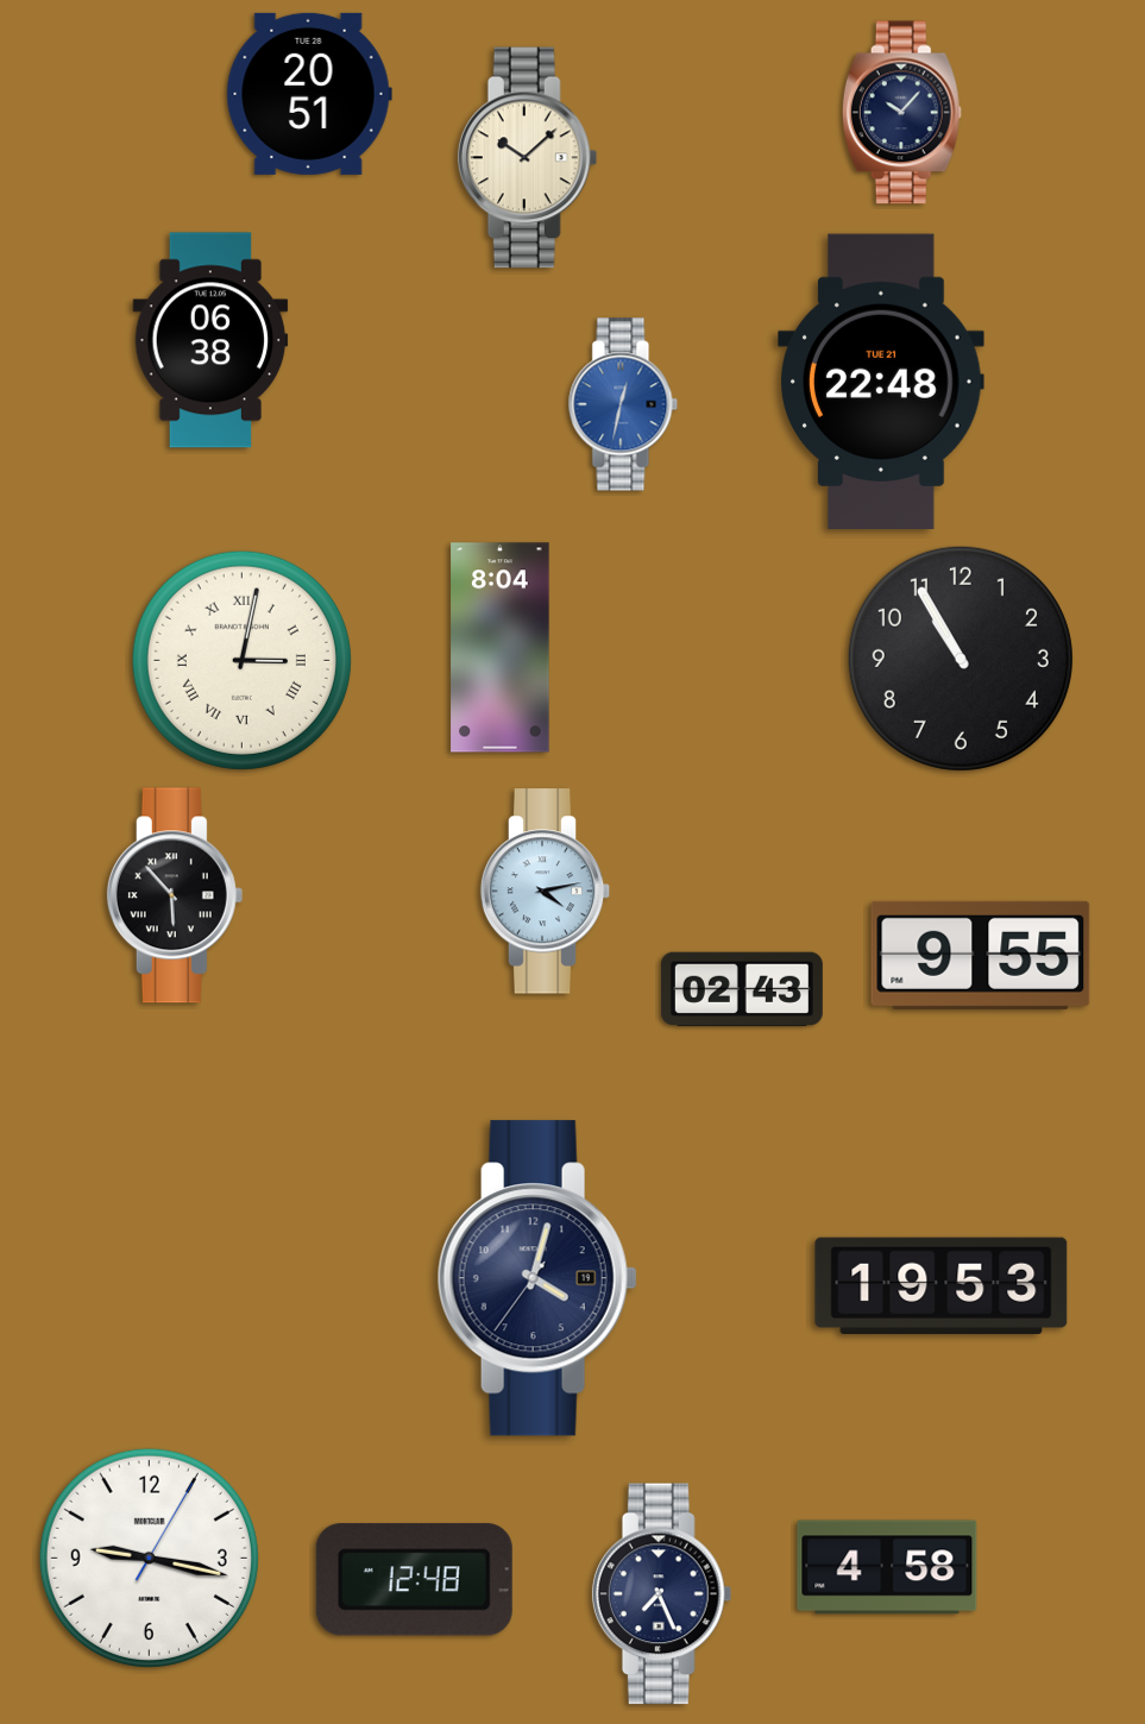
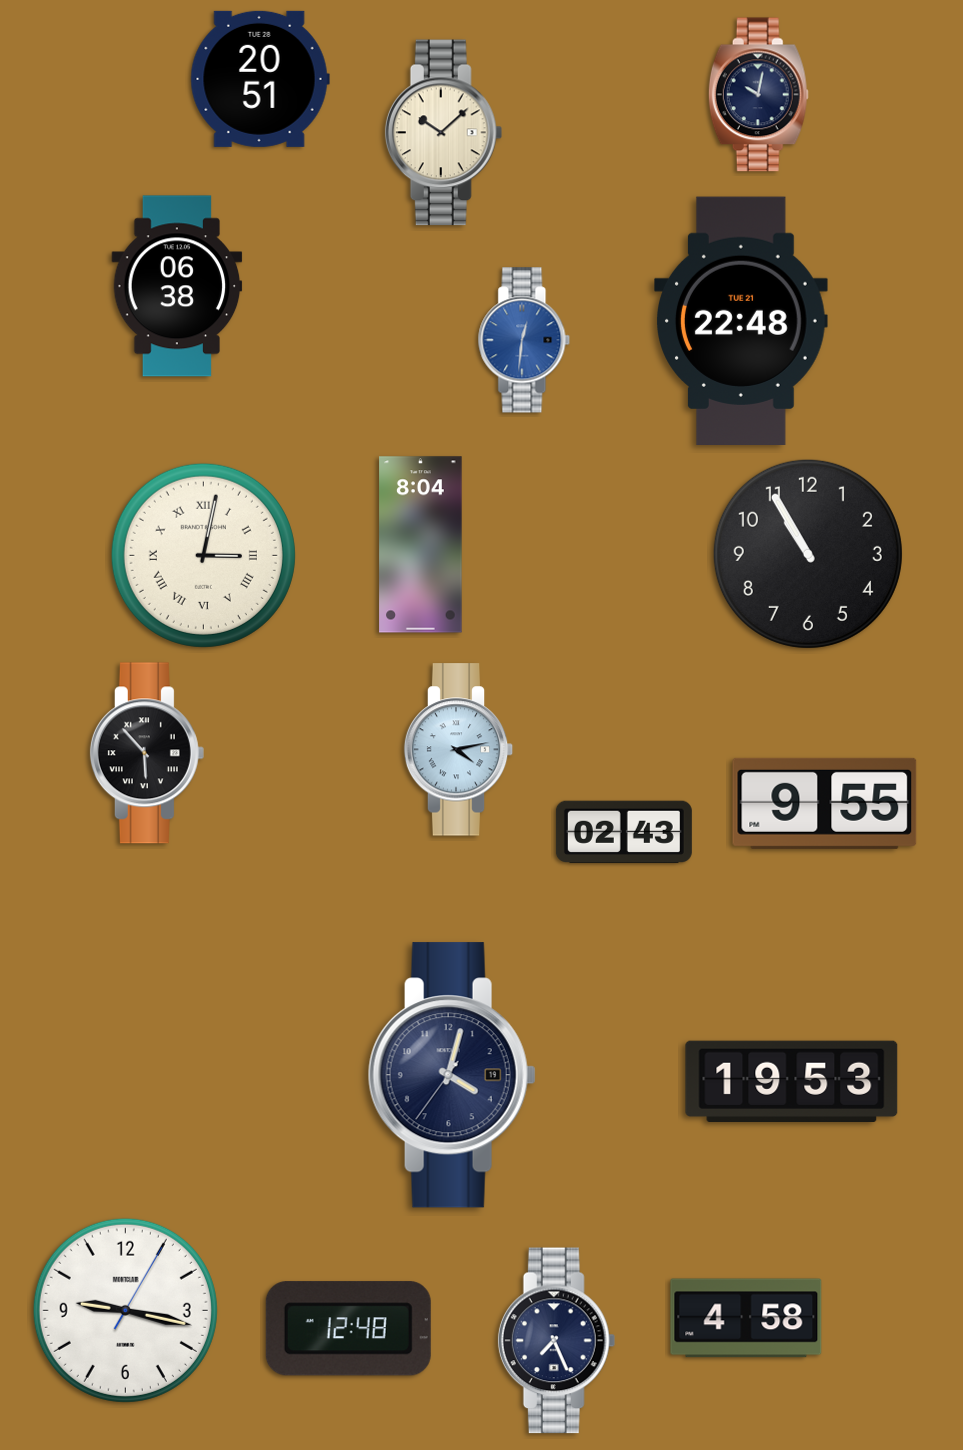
clock at (901, 113): 10:07 -> 10:02
clock at (623, 404): 12:32 -> 12:31
